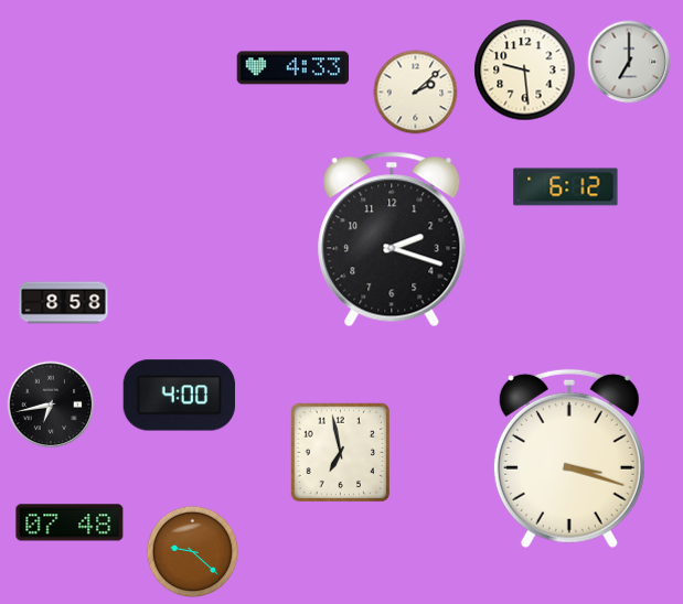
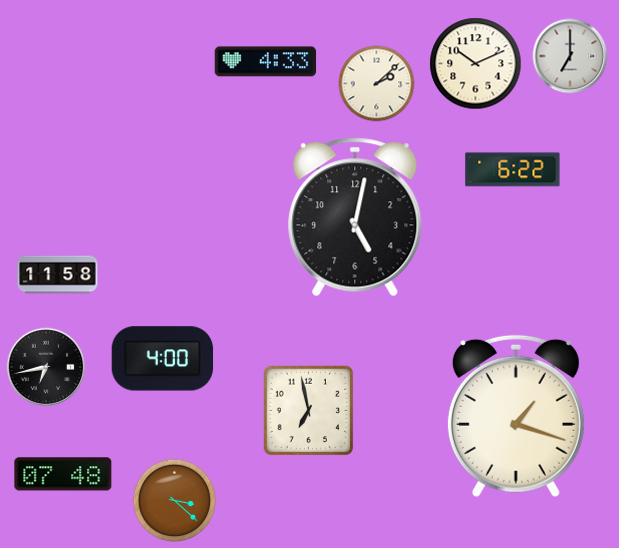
clock at (525, 71): 9:29 -> 10:11
clock at (566, 187): 6:12 -> 6:22
clock at (392, 239): 2:18 -> 5:02
clock at (64, 303): 8:58 -> 11:58
clock at (569, 459): 3:18 -> 1:18
clock at (193, 552): 9:22 -> 3:22
